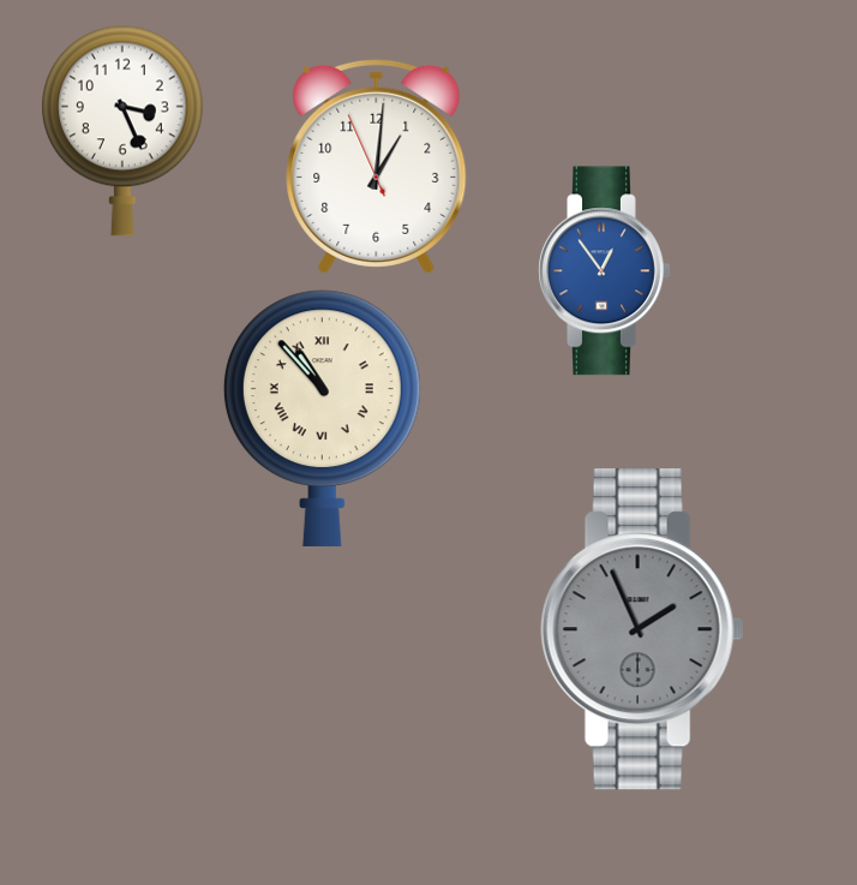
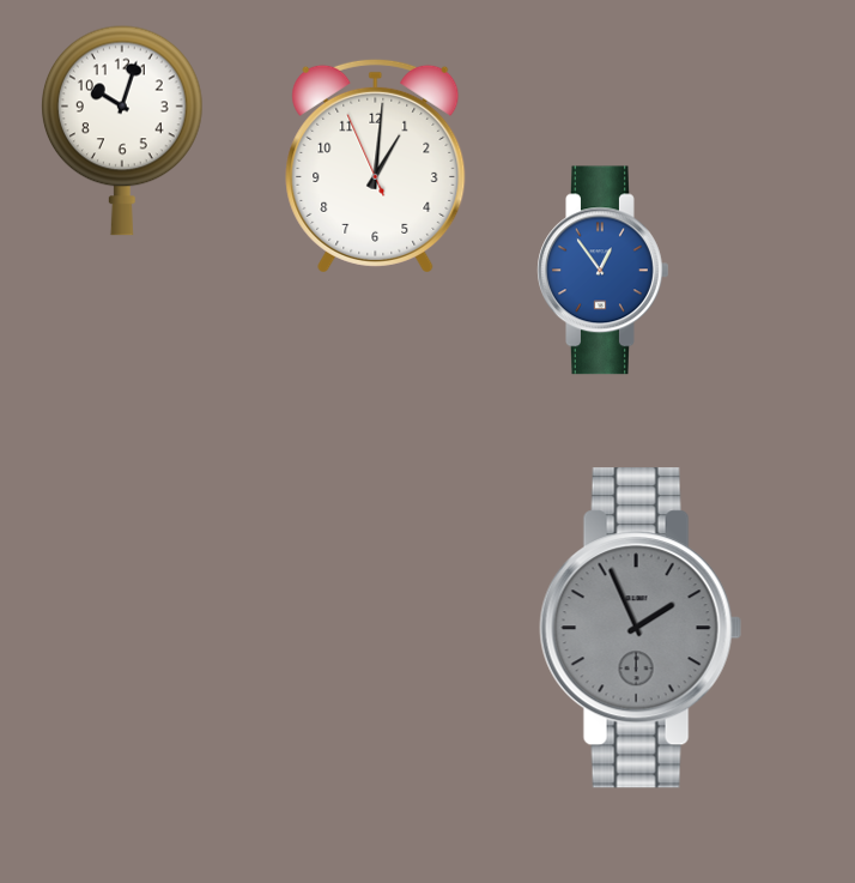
clock at (122, 131): 3:26 -> 10:03
clock at (322, 418): 10:53 -> none
